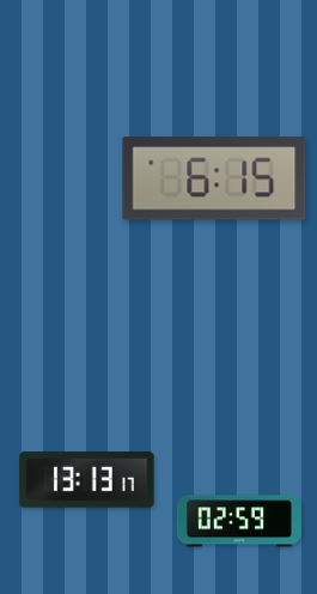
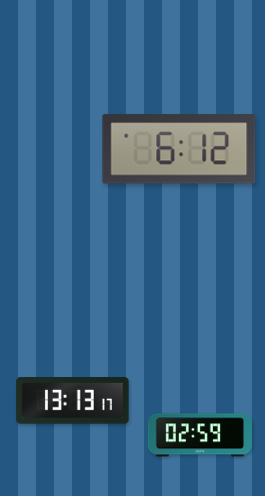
clock at (214, 178): 6:15 -> 6:12
